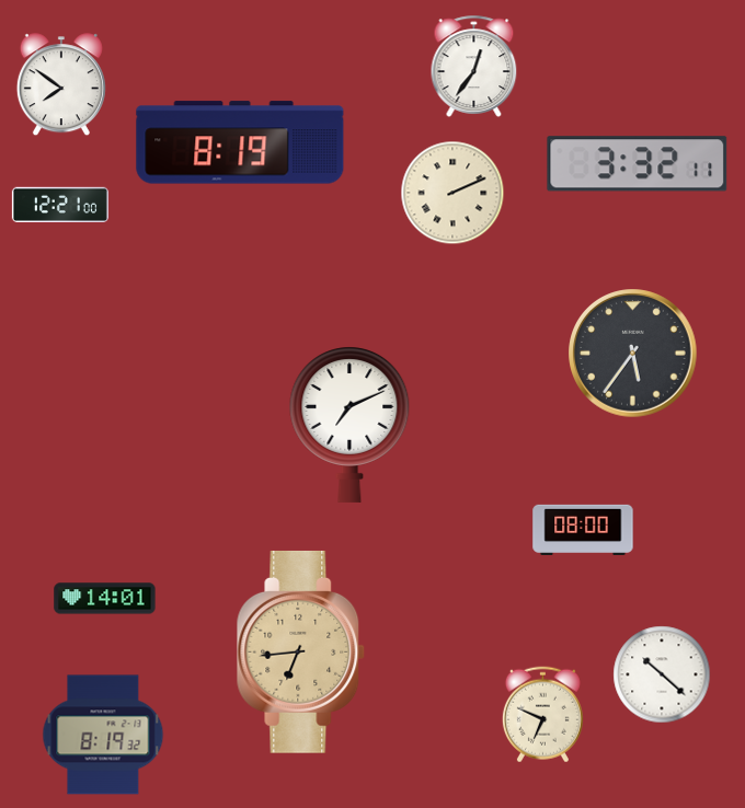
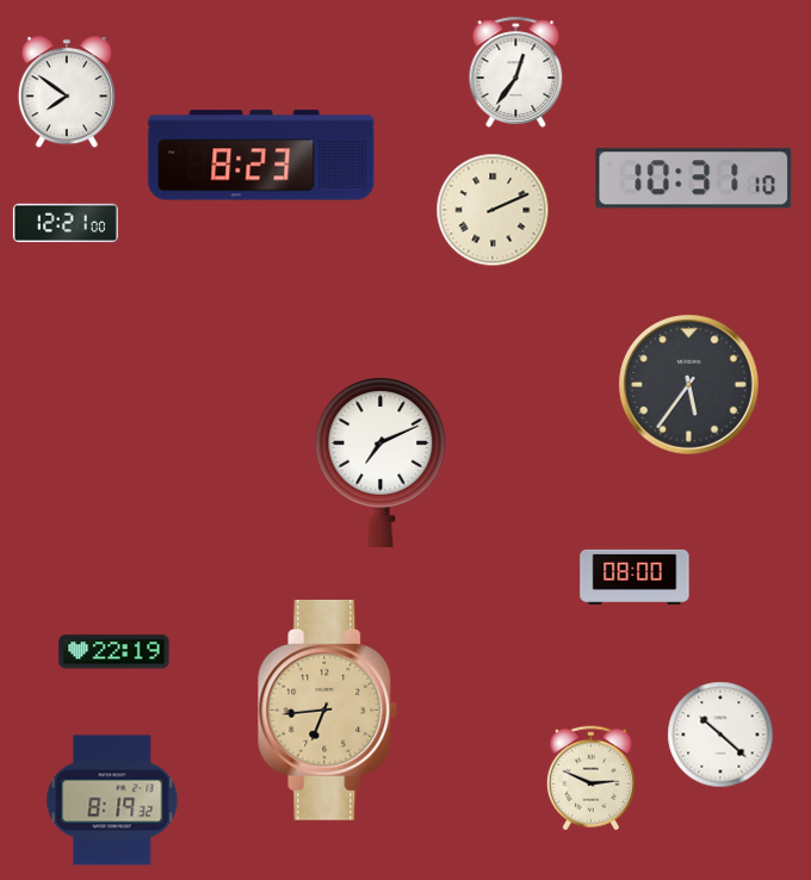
clock at (240, 142): 8:19 -> 8:23
clock at (638, 164): 3:32 -> 10:31
clock at (105, 599): 14:01 -> 22:19
clock at (542, 715): 6:49 -> 2:49
